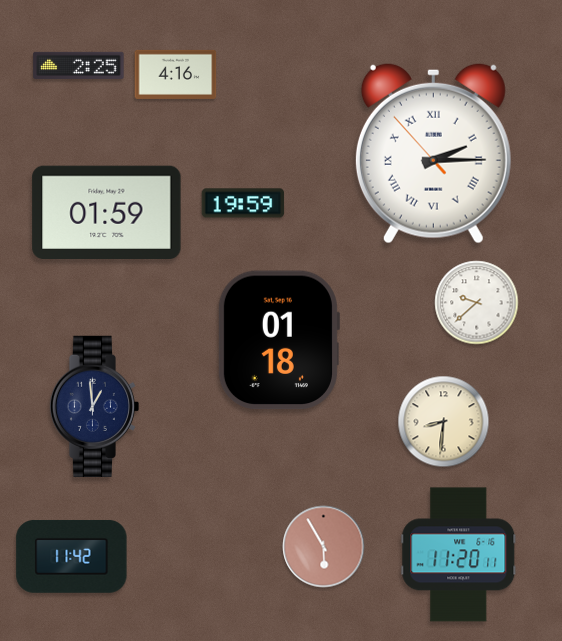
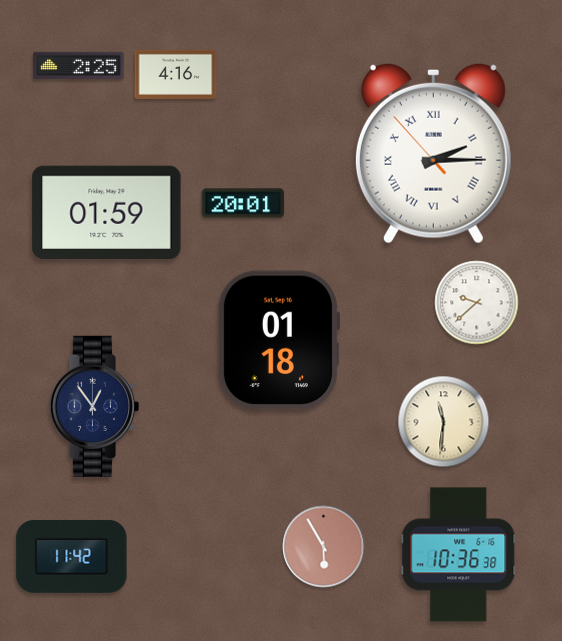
clock at (243, 203): 19:59 -> 20:01
clock at (94, 406): 12:59 -> 12:54
clock at (444, 422): 8:31 -> 11:31
clock at (459, 555): 11:20 -> 10:36
